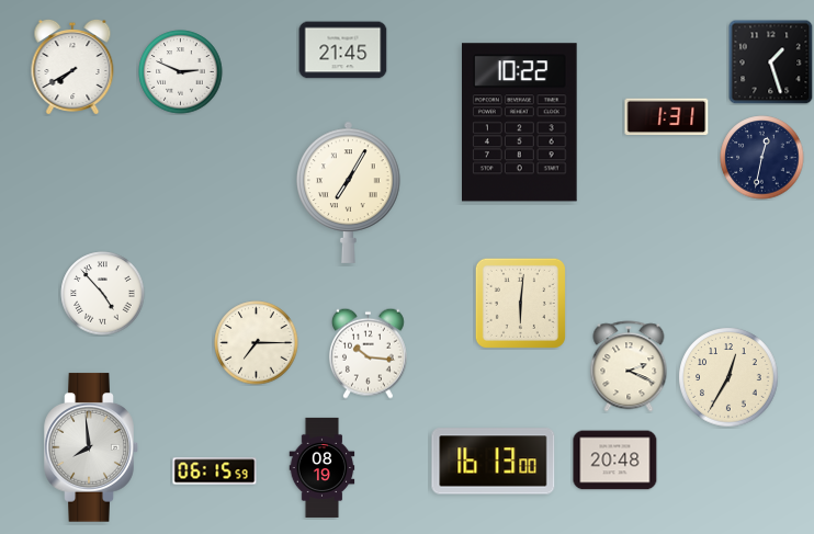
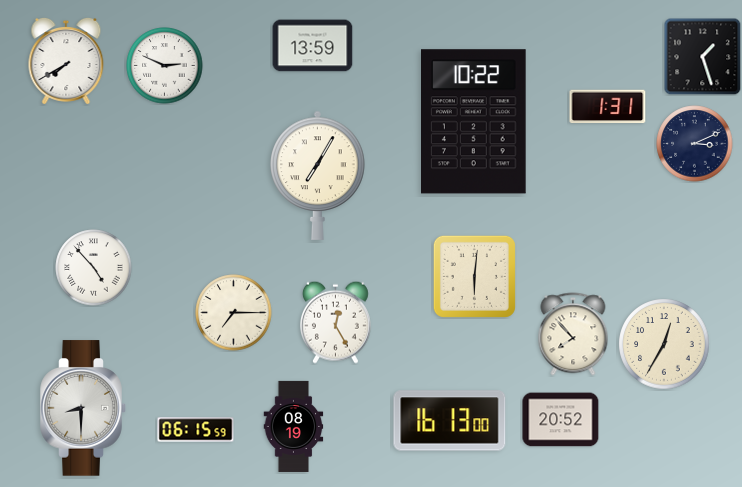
clock at (343, 50): 21:45 -> 13:59
clock at (520, 123) position: (520, 123) -> (474, 122)
clock at (762, 158): 12:32 -> 3:11
clock at (368, 353): 10:16 -> 12:25
clock at (629, 366): 2:19 -> 7:53
clock at (91, 447): 7:59 -> 8:30
clock at (615, 461): 20:48 -> 20:52
